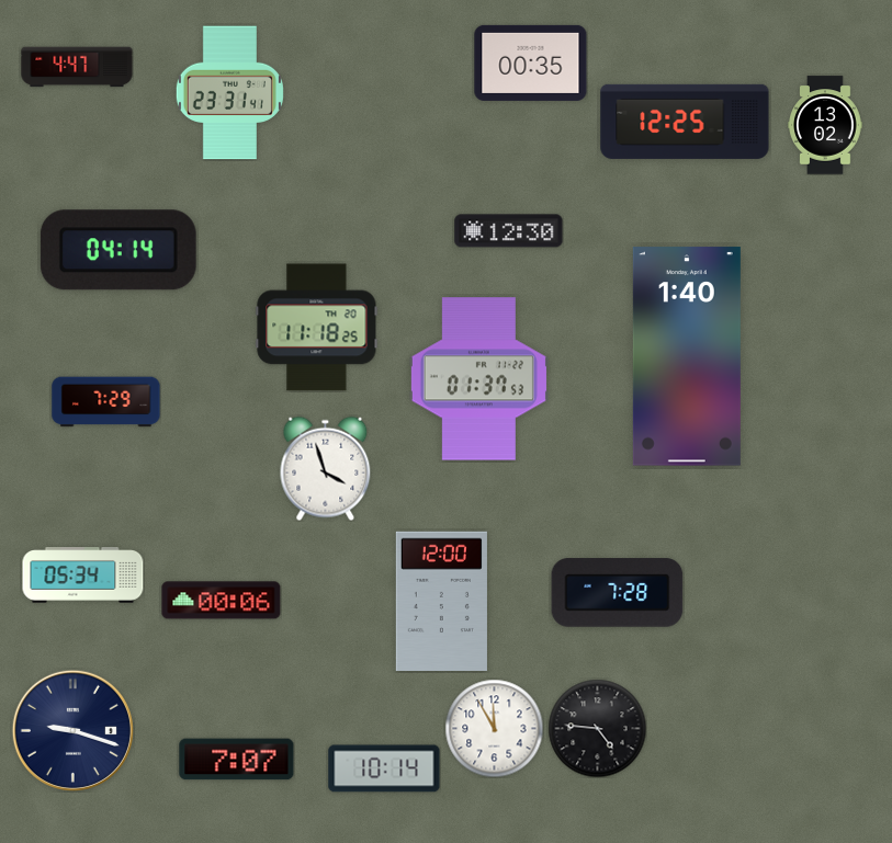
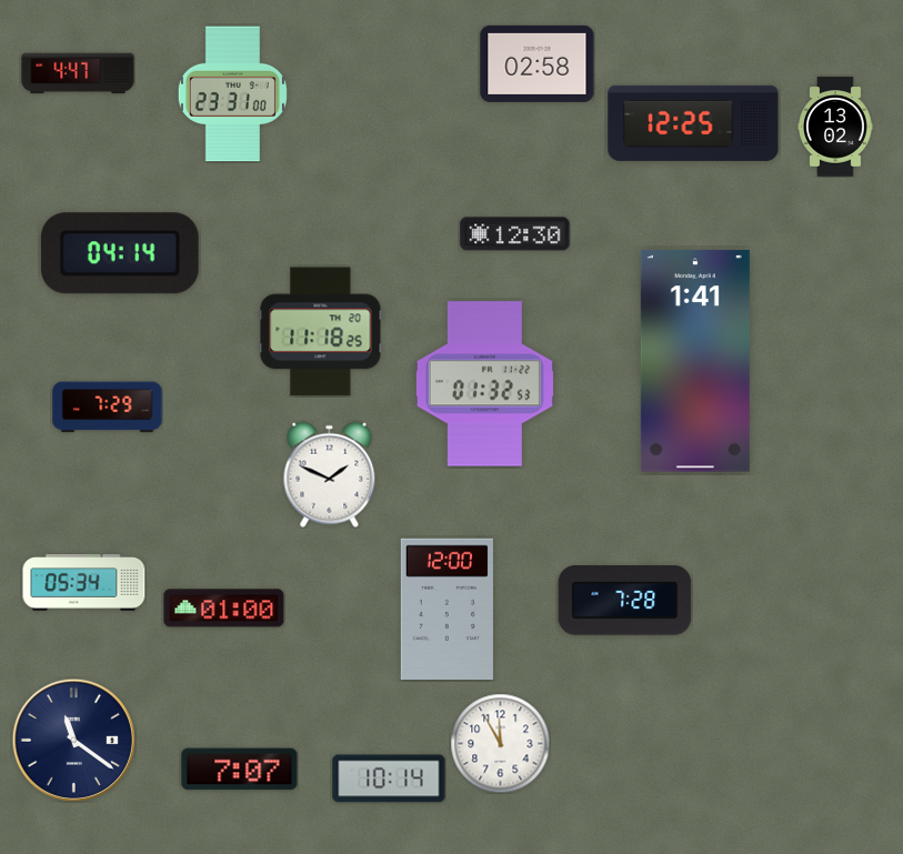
clock at (531, 62): 00:35 -> 02:58
clock at (77, 67) position: (77, 67) -> (78, 73)
clock at (229, 93): 23:31:41 -> 23:31:00
clock at (687, 356): 1:40 -> 1:41
clock at (478, 379): 01:37 -> 01:32
clock at (326, 468): 3:57 -> 1:49
clock at (222, 601): 00:06 -> 01:00
clock at (494, 728) position: (494, 728) -> (500, 743)
clock at (597, 728): 4:46 -> none
clock at (72, 730): 9:18 -> 11:21
